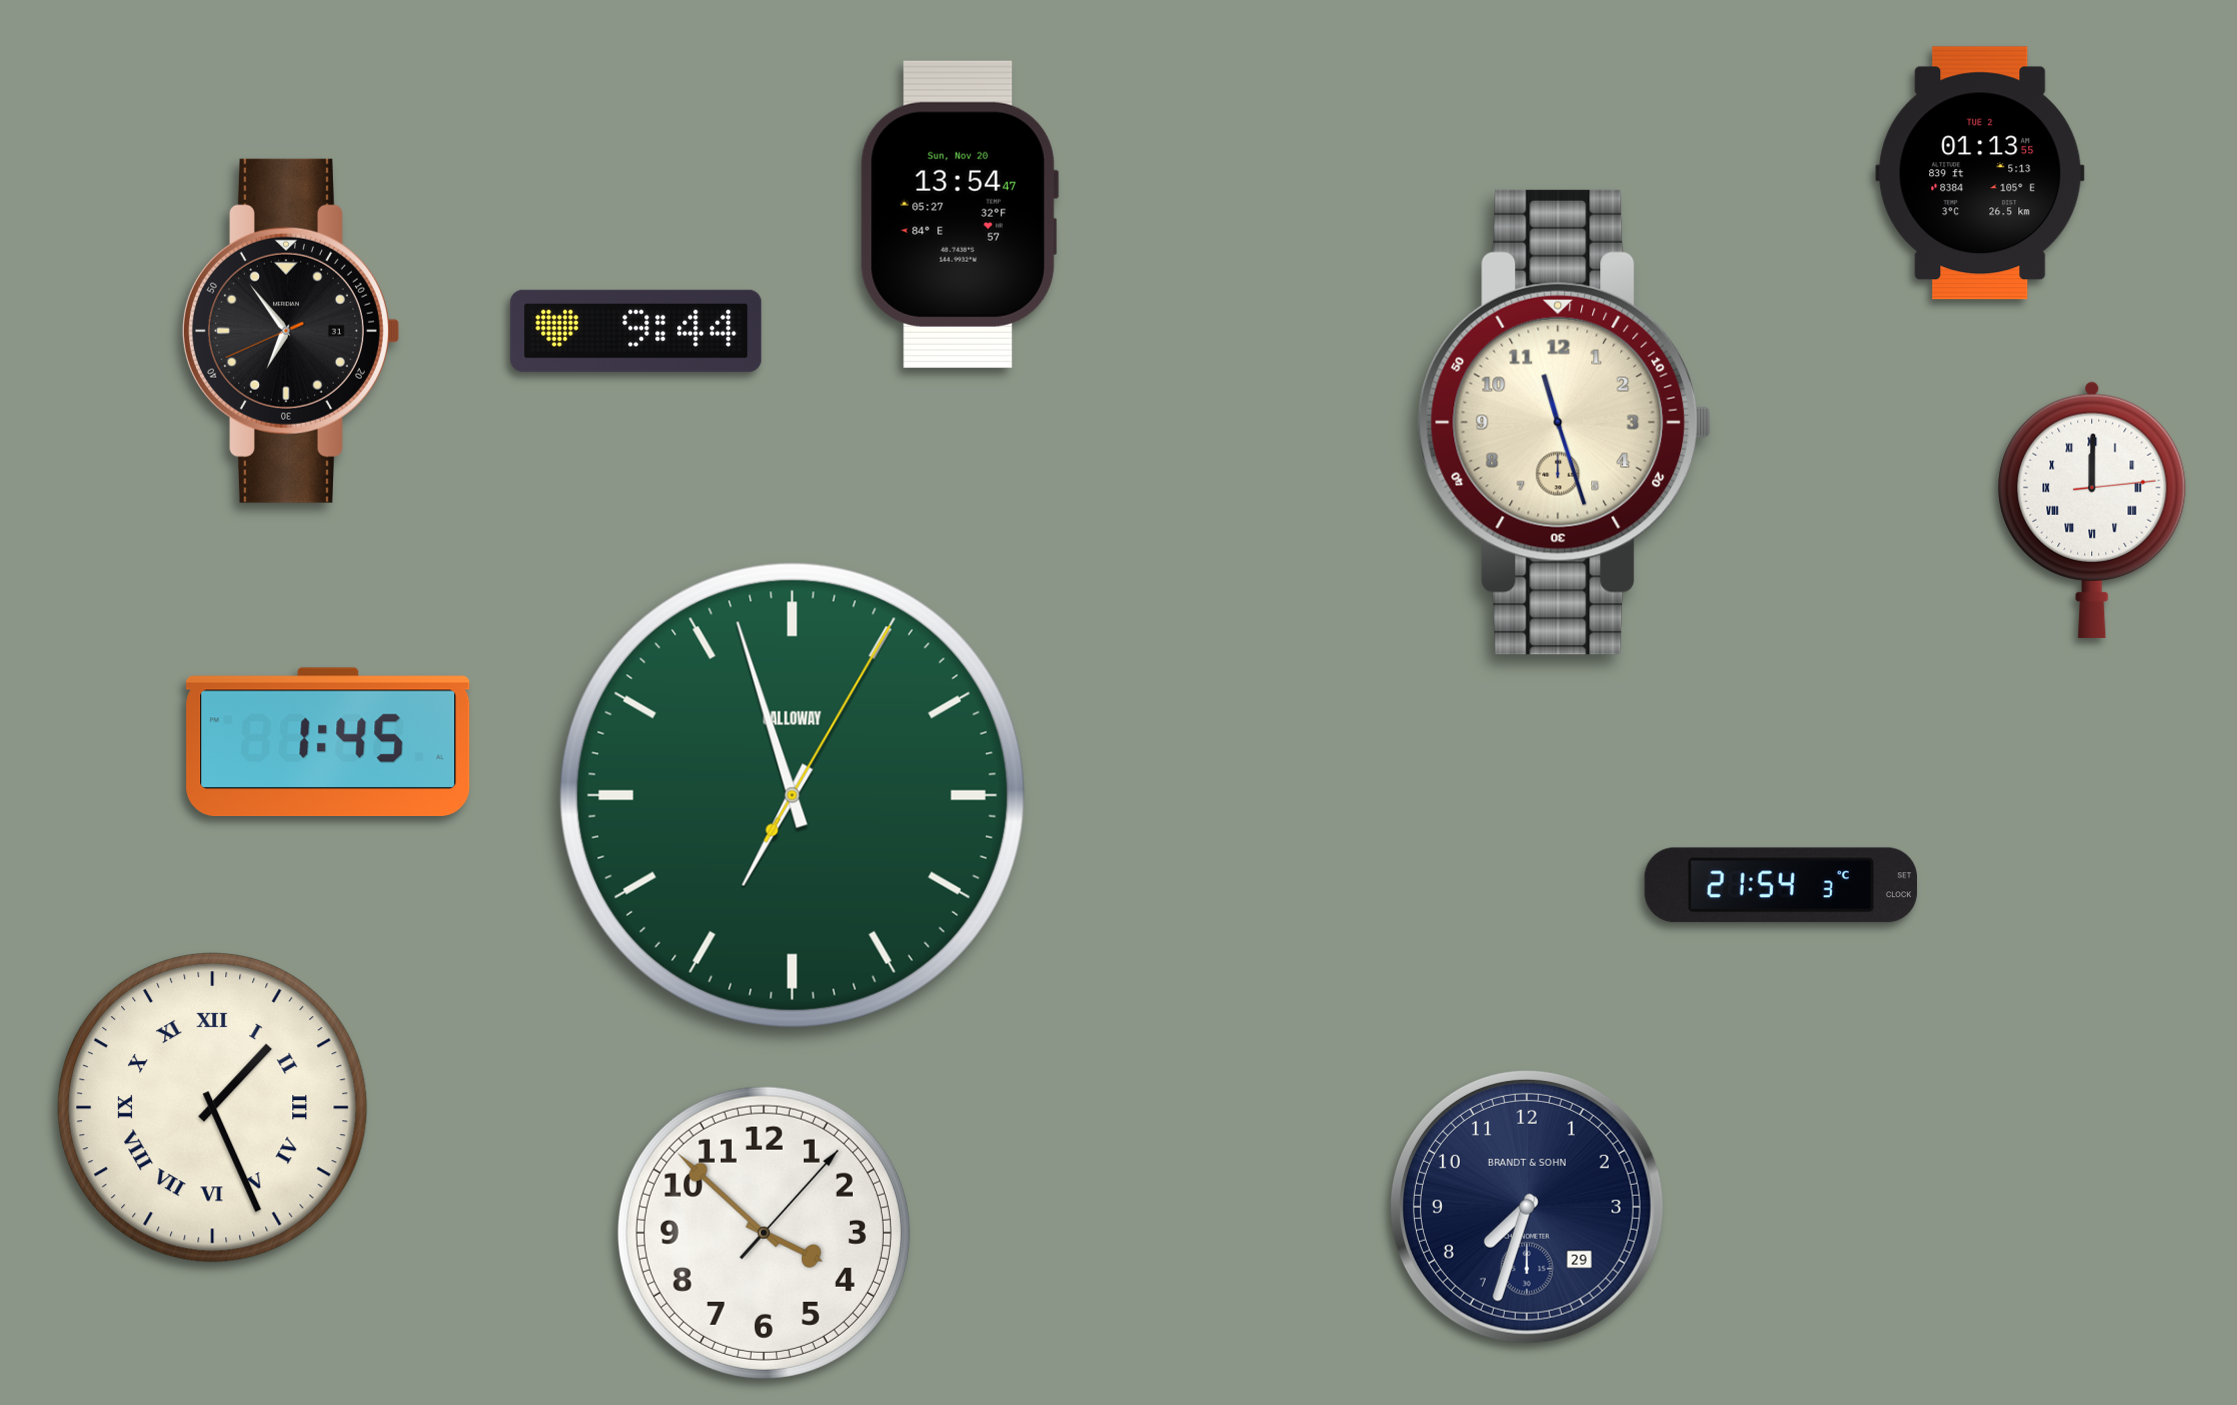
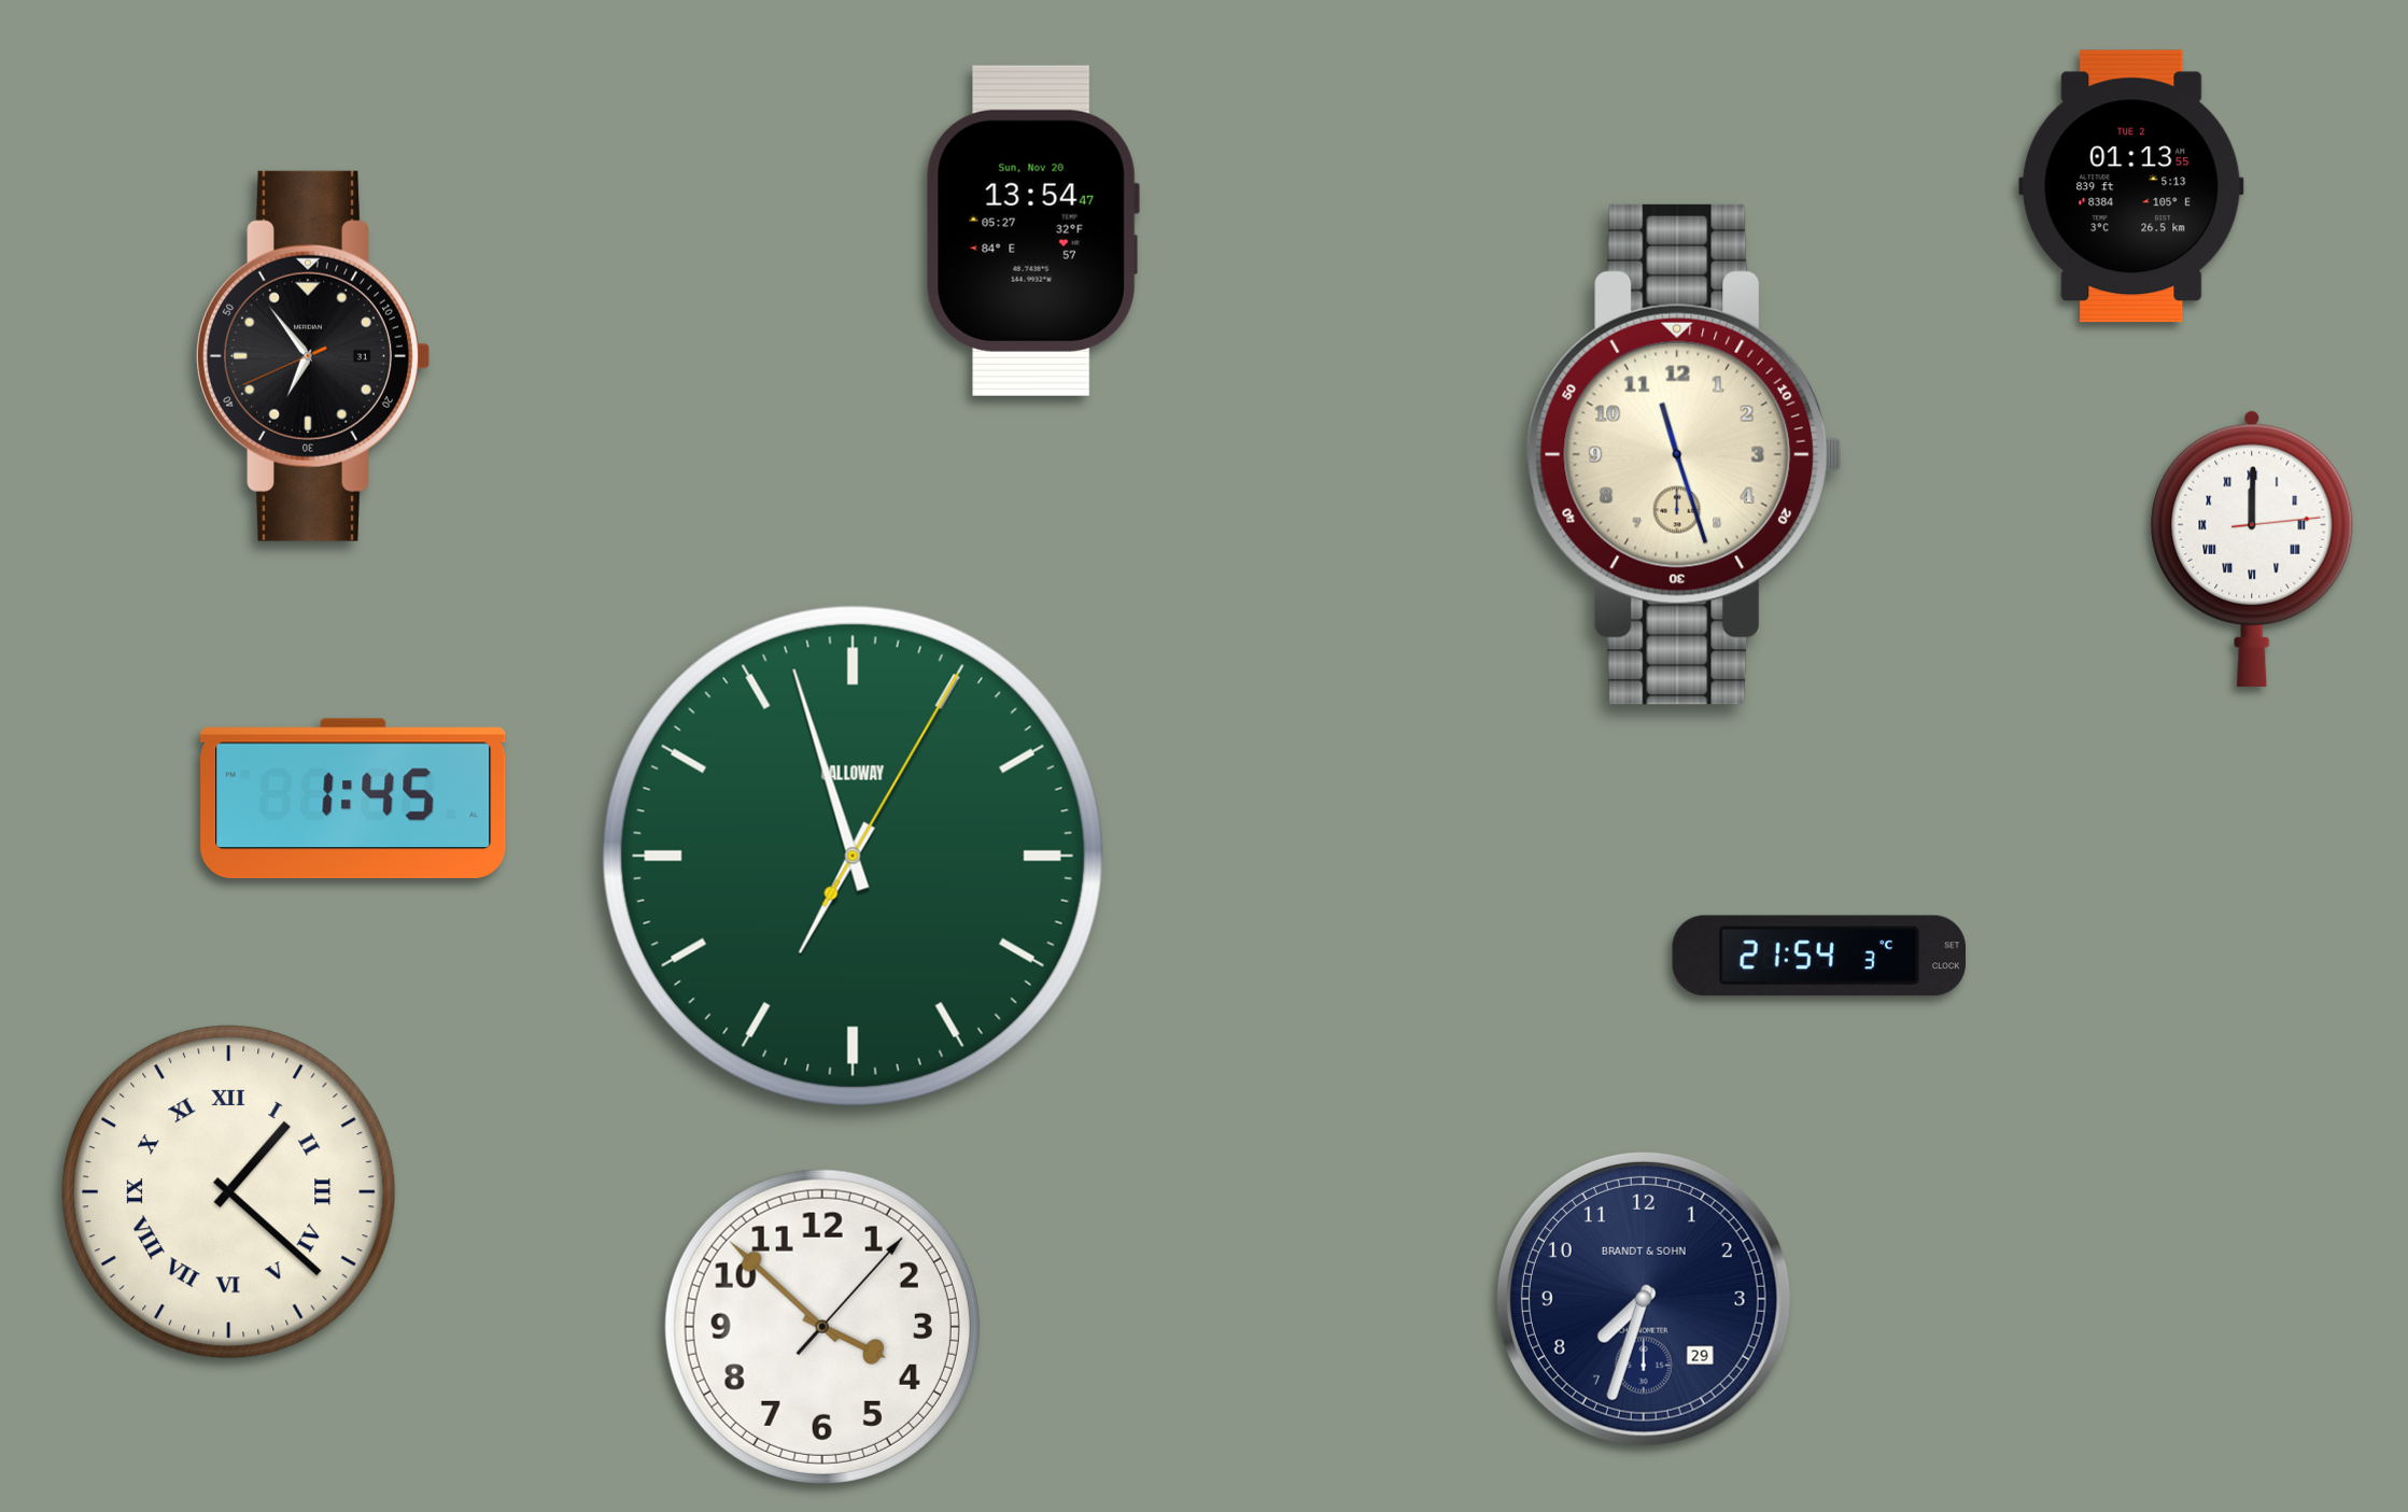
clock at (636, 331): 9:44 -> none
clock at (1780, 885) position: (1780, 885) -> (1818, 956)
clock at (213, 1108): 1:26 -> 1:22
